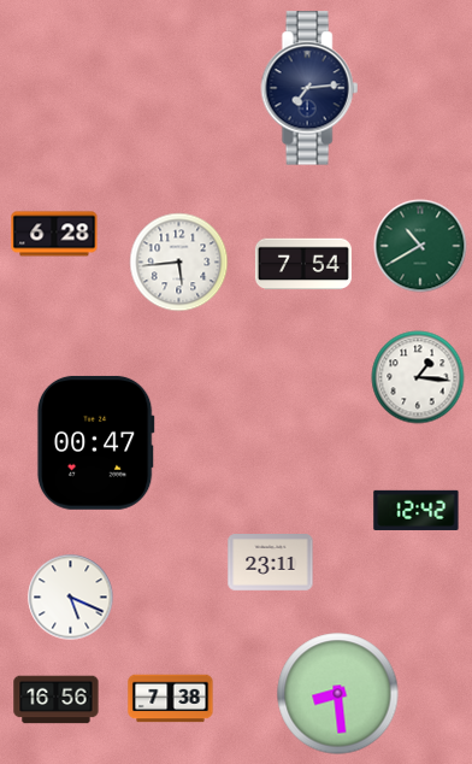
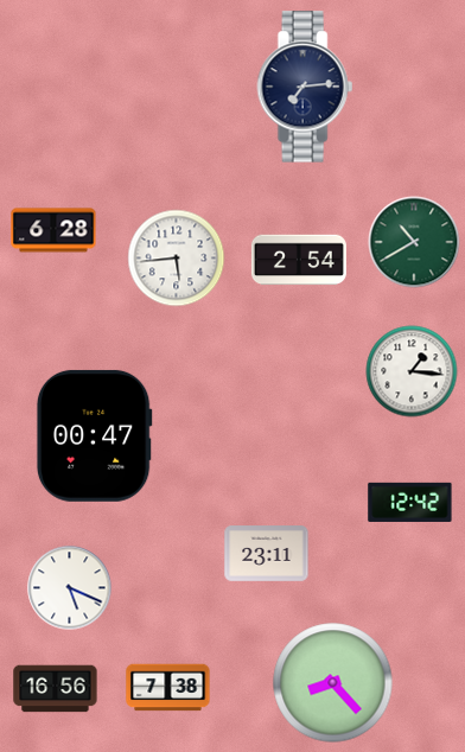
clock at (303, 264): 7:54 -> 2:54
clock at (338, 694): 8:29 -> 8:23
